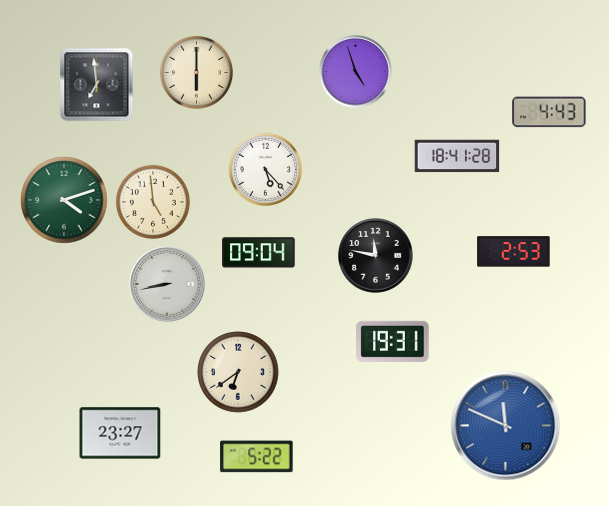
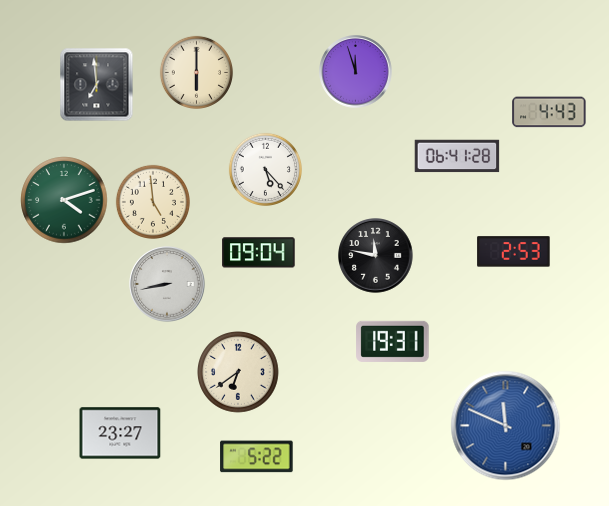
clock at (356, 72): 4:57 -> 11:57
clock at (457, 156): 18:41 -> 06:41
